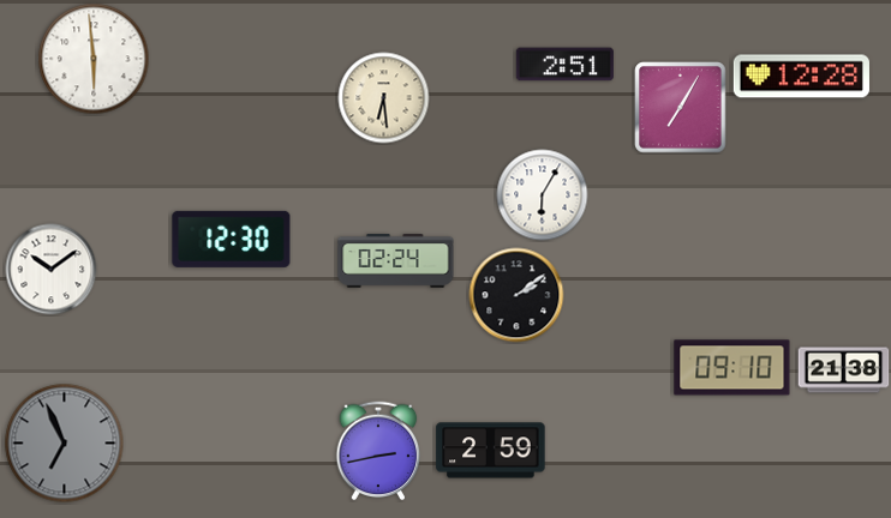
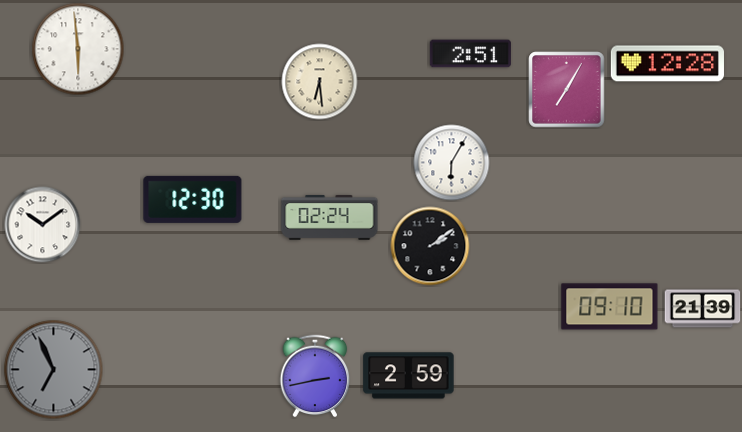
clock at (844, 371): 21:38 -> 21:39
